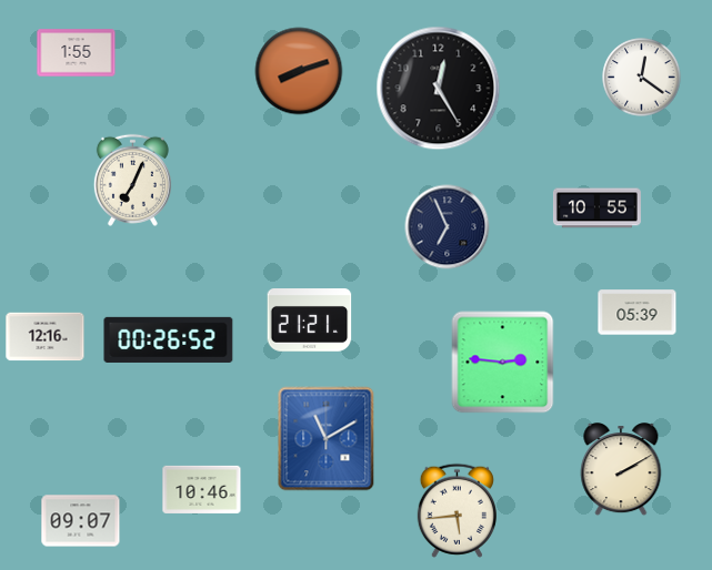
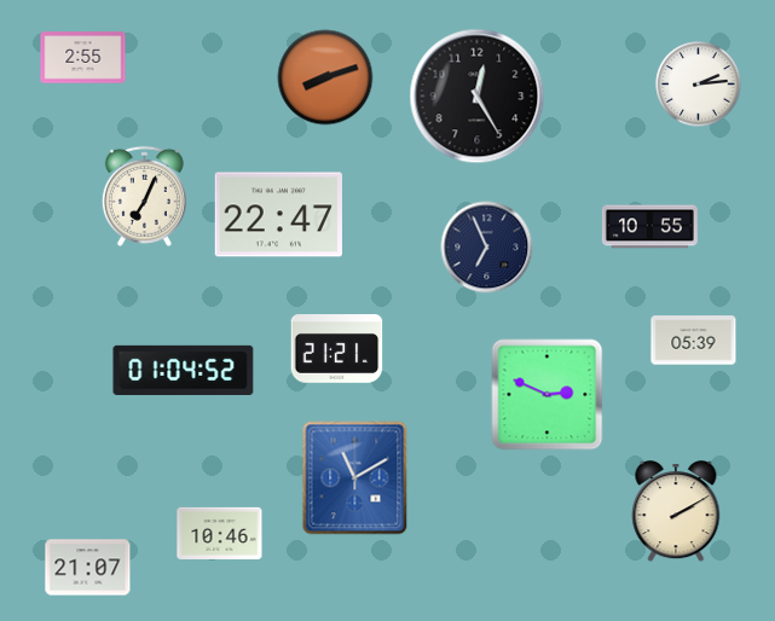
clock at (77, 53): 1:55 -> 2:55
clock at (642, 78): 12:21 -> 2:14
clock at (278, 215): none -> 22:47
clock at (46, 337): 12:16 -> none
clock at (169, 339): 00:26 -> 01:04
clock at (503, 363): 2:46 -> 2:49
clock at (457, 510): 5:44 -> none
clock at (81, 521): 09:07 -> 21:07
